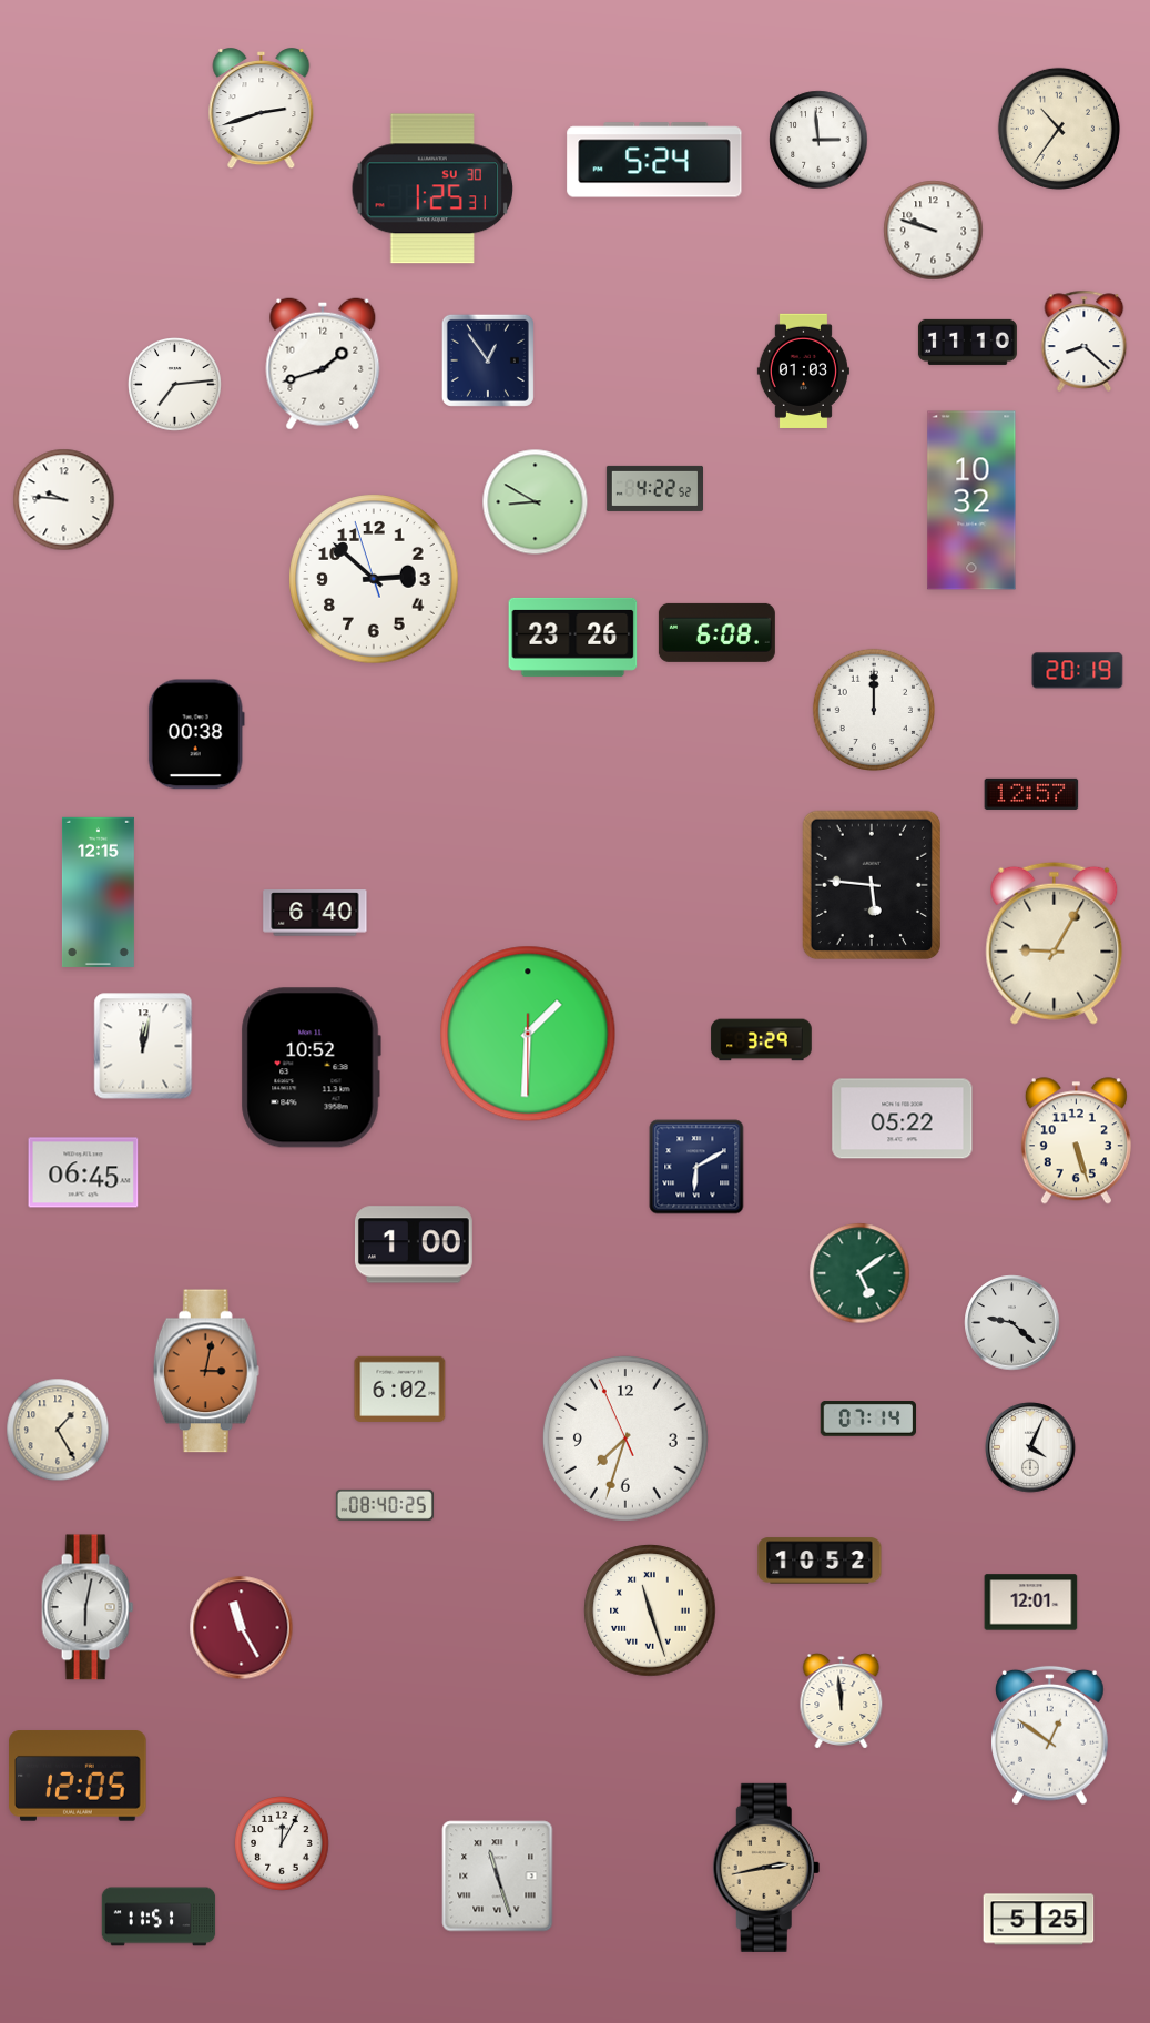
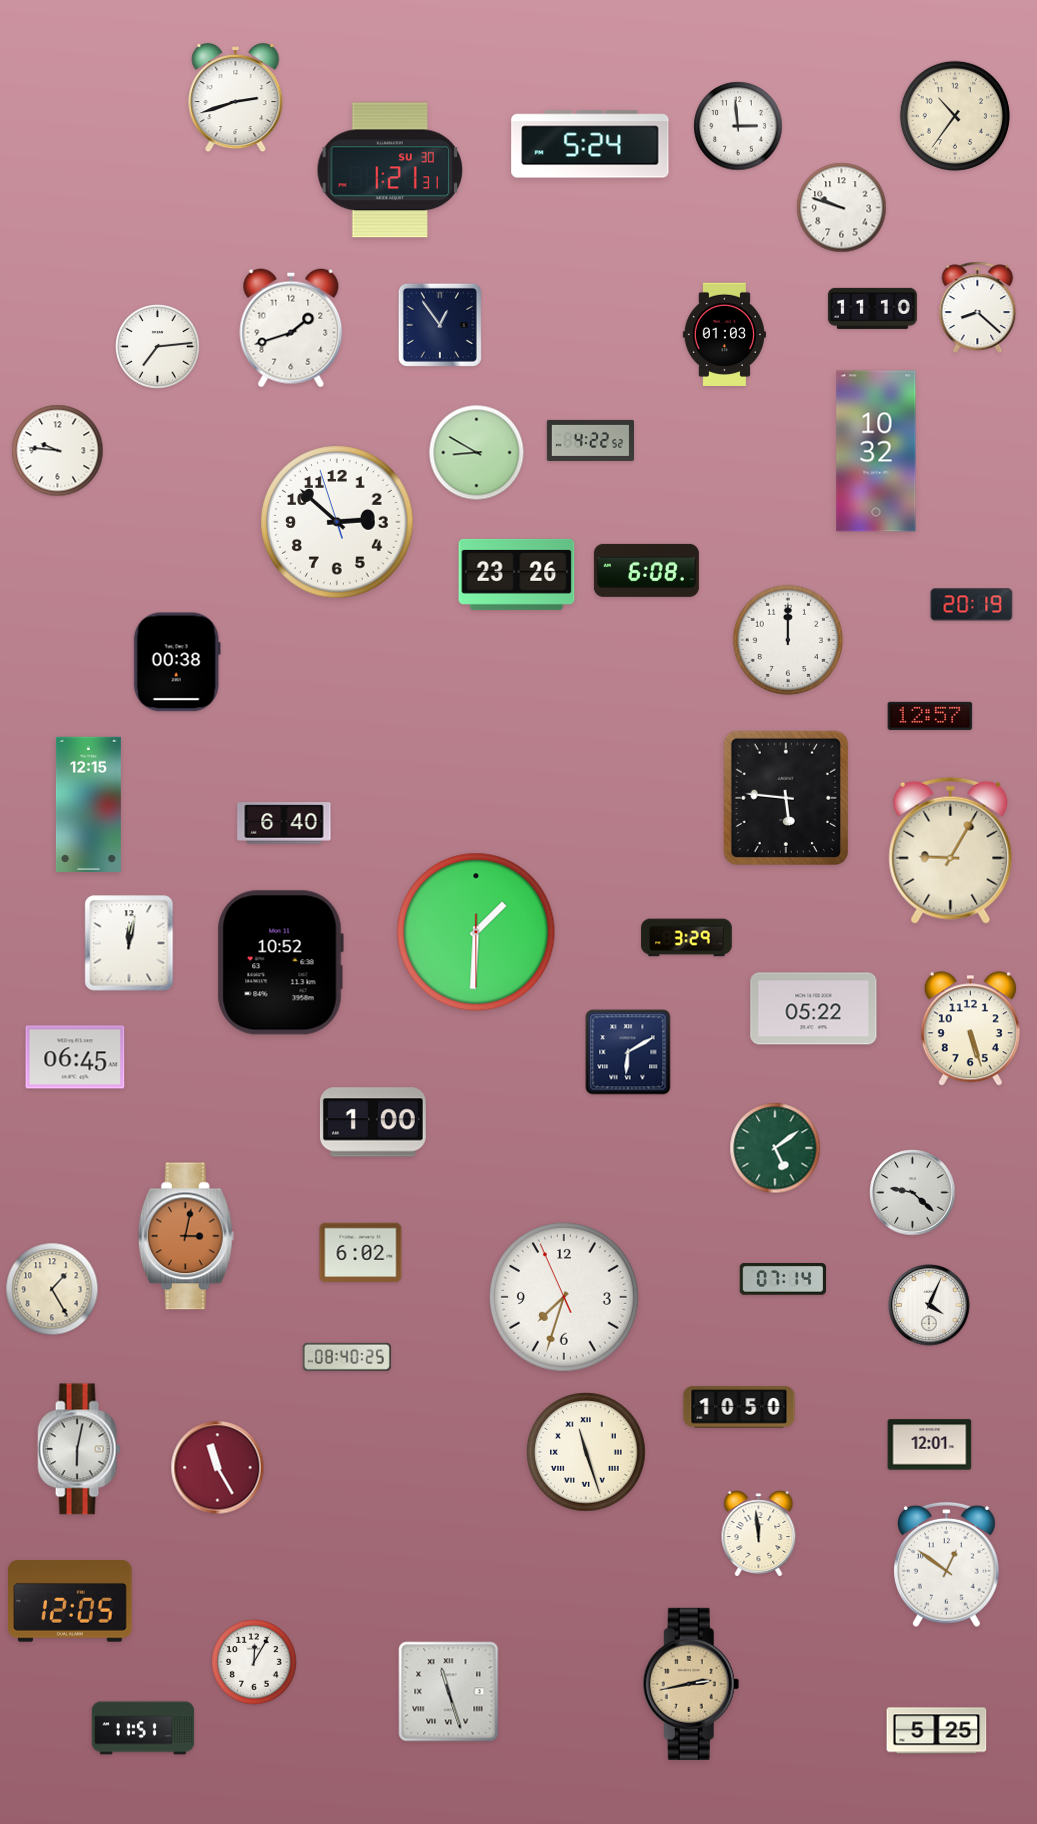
clock at (432, 189): 1:25 -> 1:21
clock at (536, 502) position: (536, 502) -> (477, 453)
clock at (820, 1561): 10:52 -> 10:50
